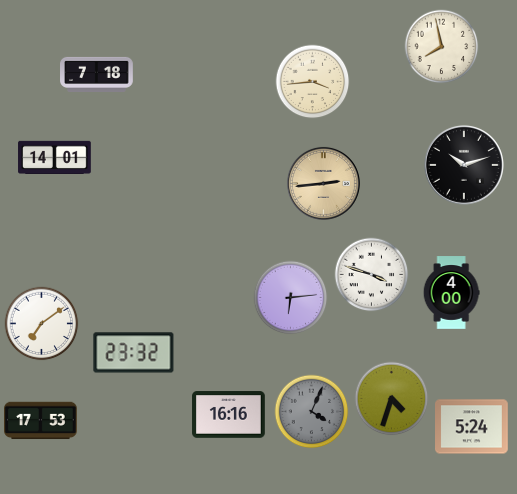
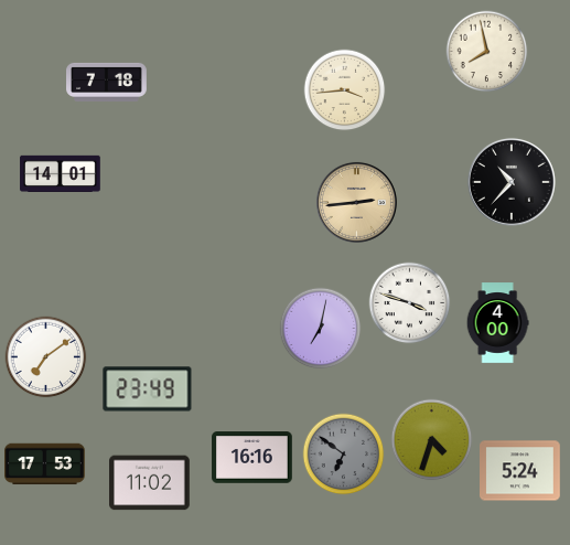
clock at (464, 165): 10:12 -> 10:37
clock at (291, 298): 6:14 -> 7:02
clock at (134, 353): 23:32 -> 23:49
clock at (312, 412): 4:04 -> 6:51
clock at (150, 483): none -> 11:02
